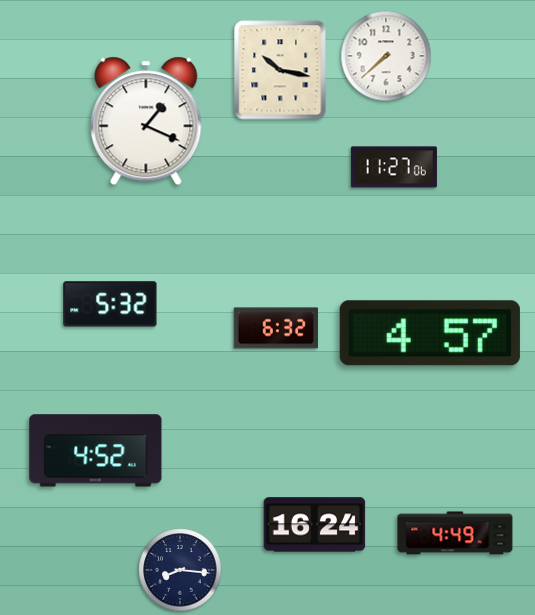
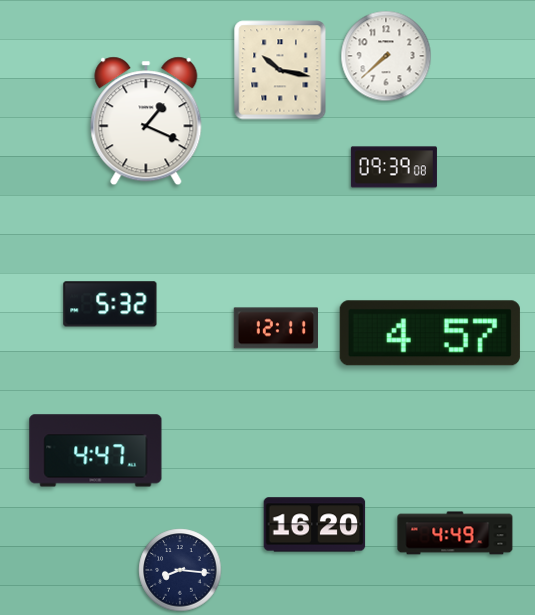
clock at (394, 167): 11:27 -> 09:39
clock at (276, 328): 6:32 -> 12:11
clock at (96, 451): 4:52 -> 4:47
clock at (315, 525): 16:24 -> 16:20
